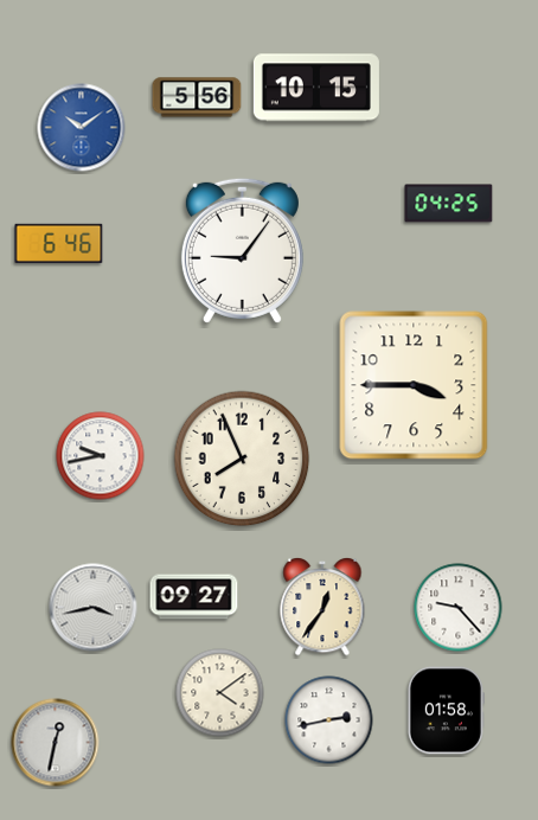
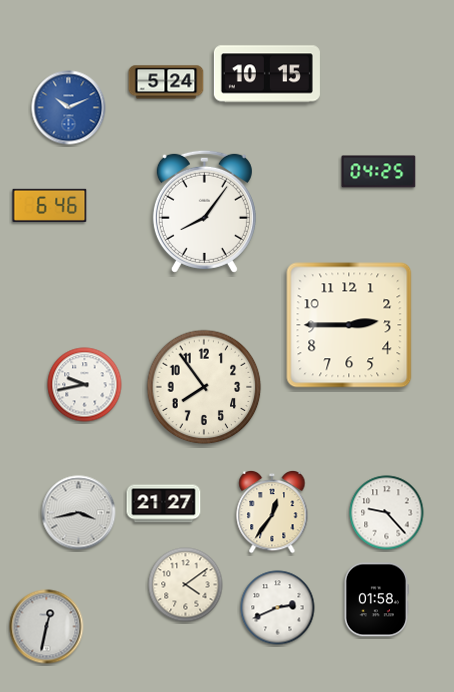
clock at (197, 97): 5:56 -> 5:24
clock at (82, 128): 10:09 -> 10:11
clock at (242, 250): 9:06 -> 8:06
clock at (414, 385): 3:45 -> 2:45
clock at (242, 459): 7:56 -> 7:54
clock at (194, 597): 09:27 -> 21:27
clock at (329, 720): 2:43 -> 2:41
